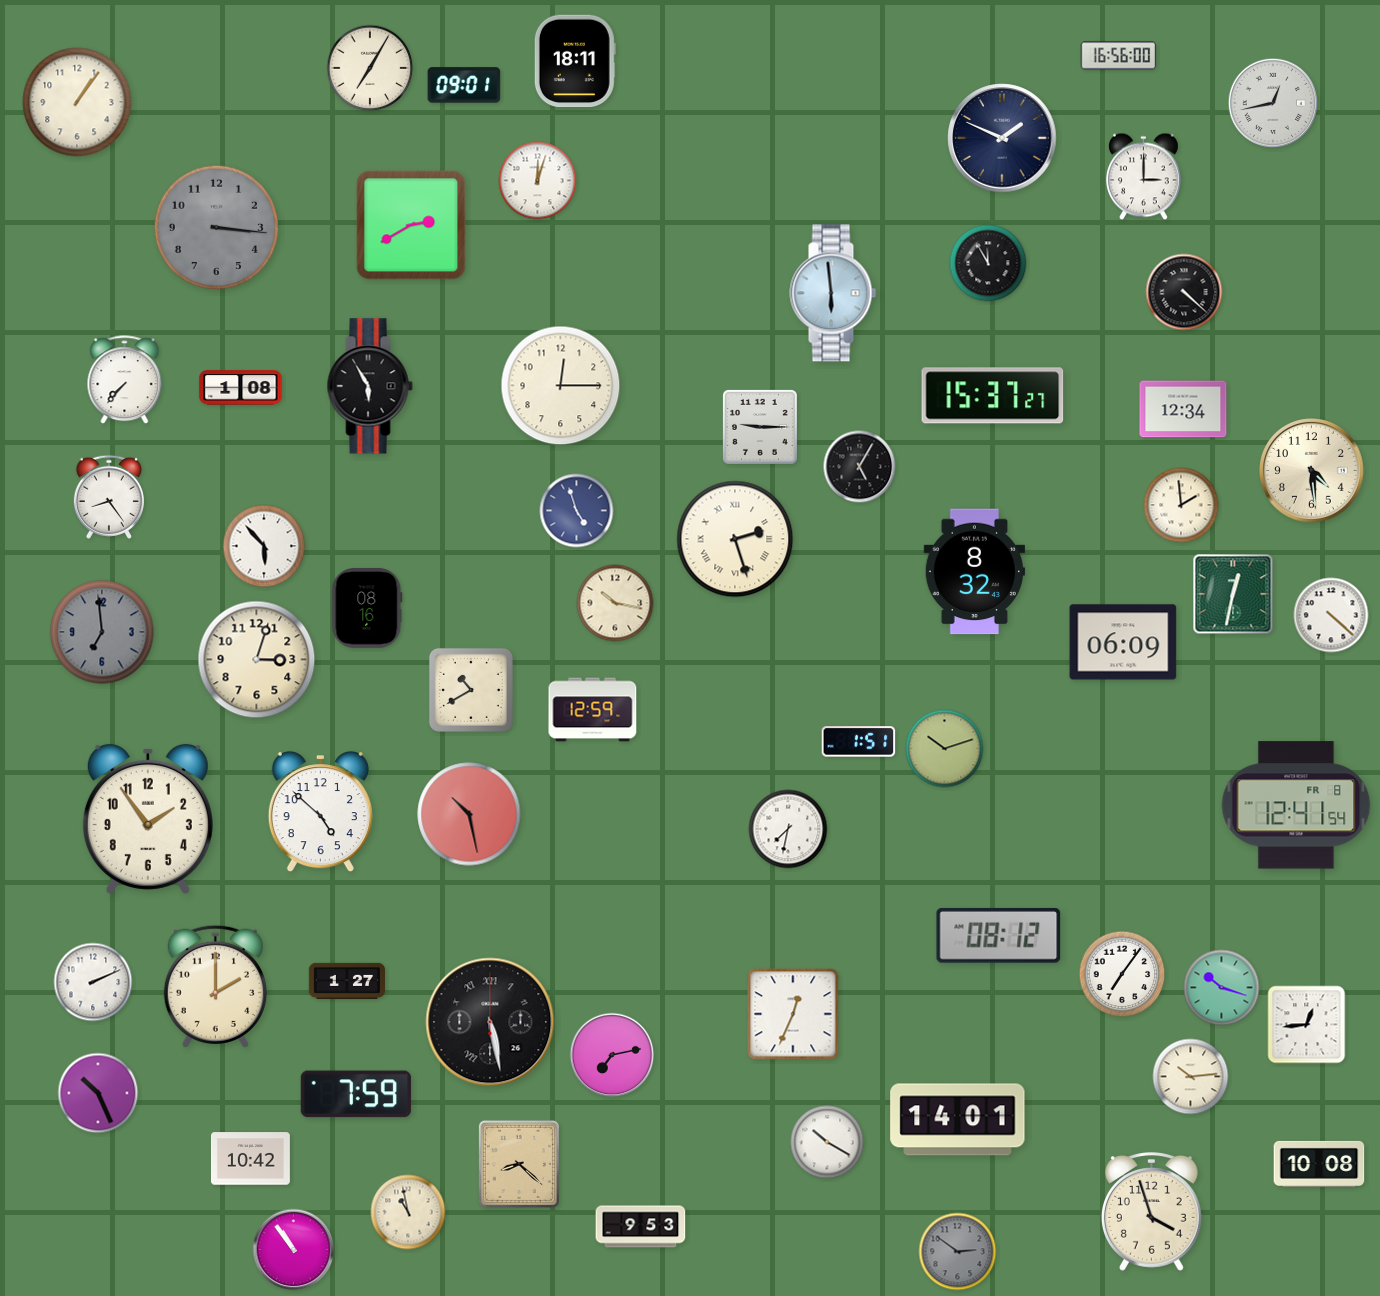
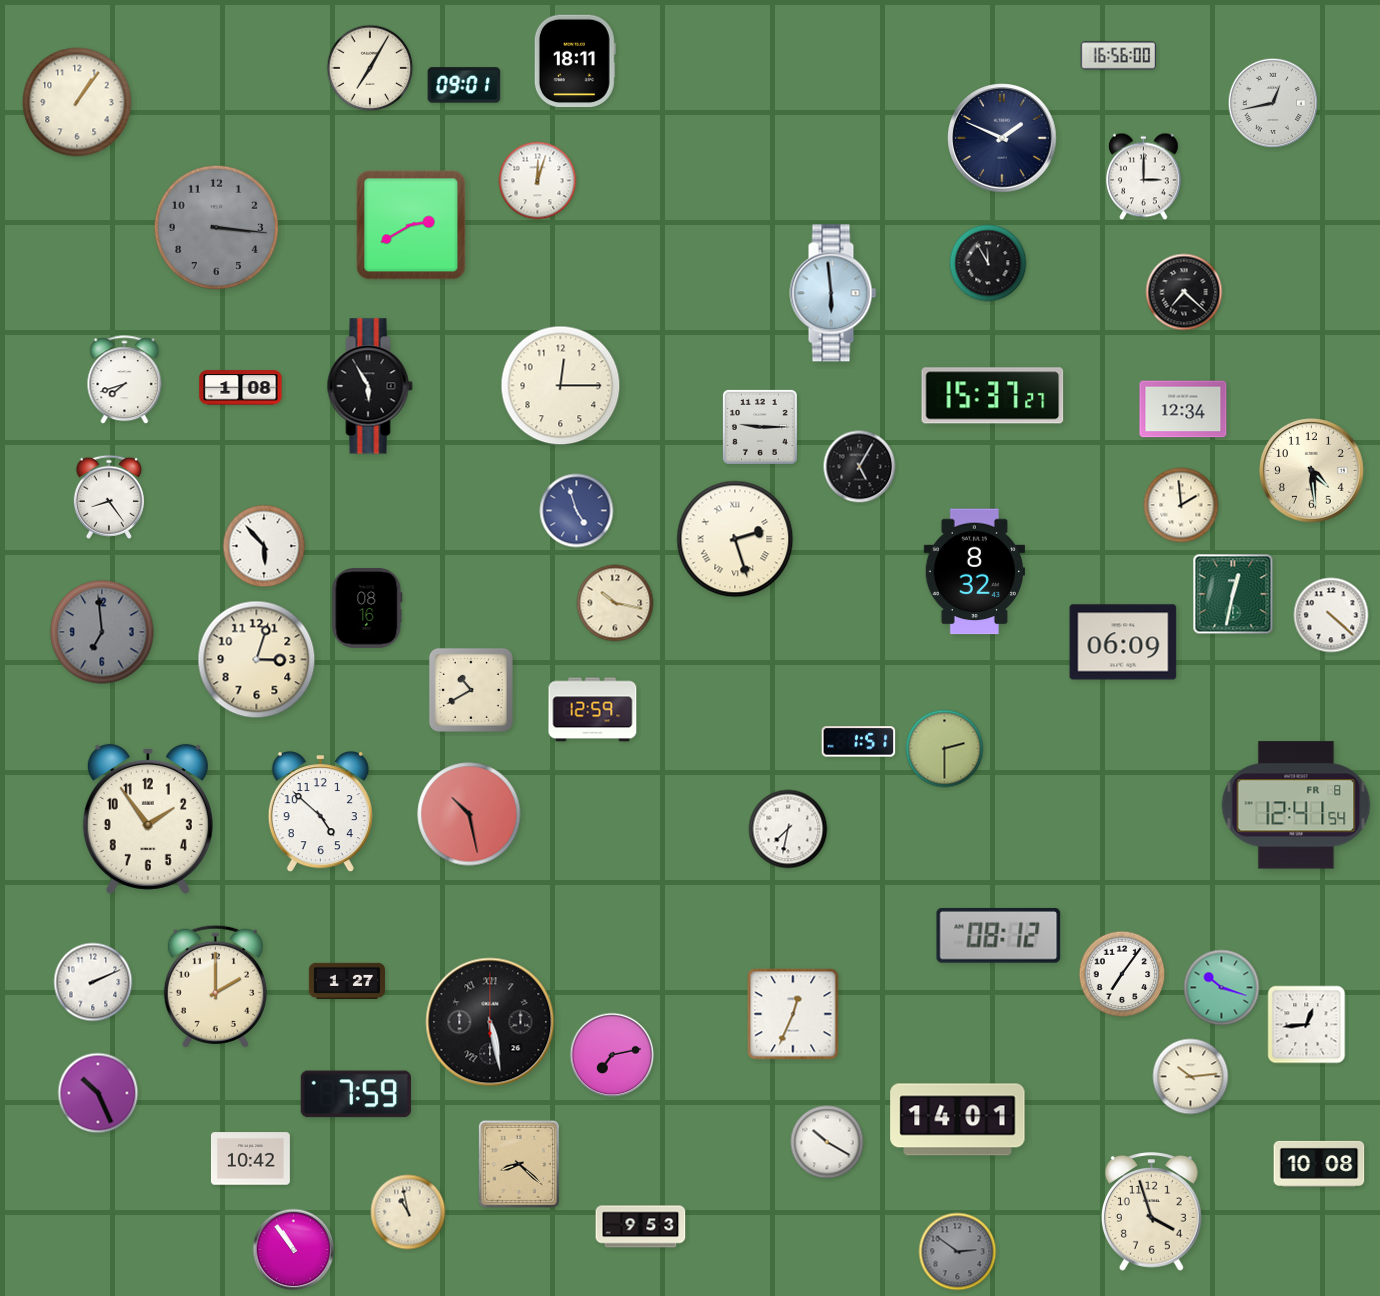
clock at (1184, 292): 4:22 -> 7:22
clock at (125, 380): 7:37 -> 7:42
clock at (945, 749): 10:12 -> 2:30
